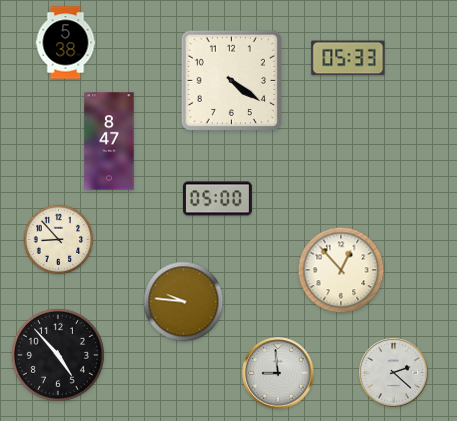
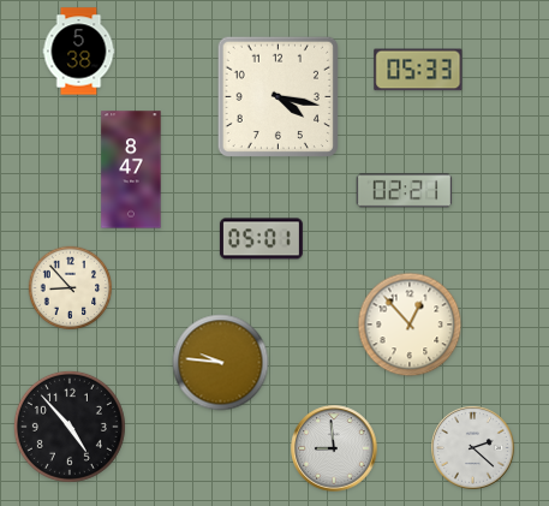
clock at (231, 80): 4:21 -> 4:17
clock at (405, 191): none -> 02:21
clock at (217, 199): 05:00 -> 05:01
